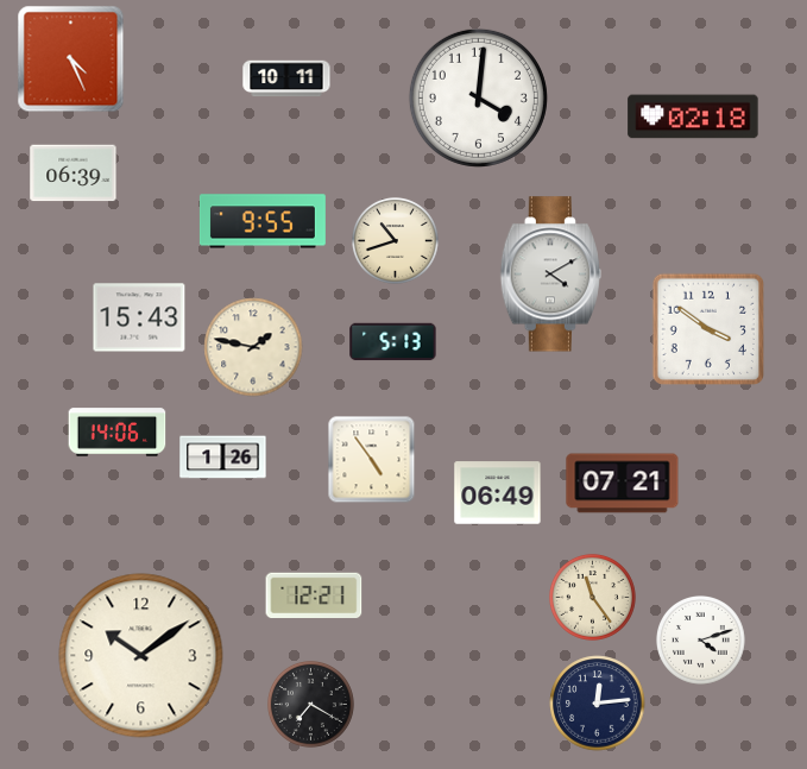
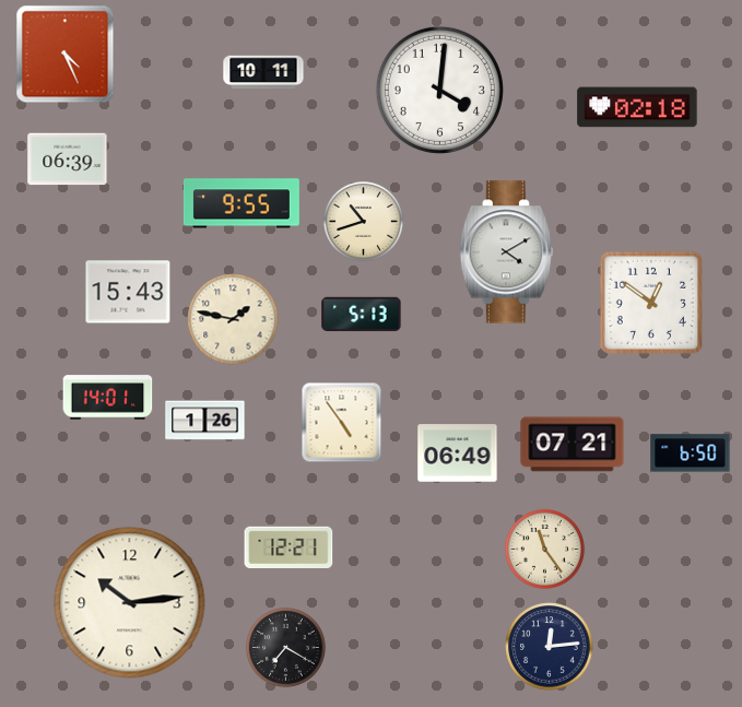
clock at (707, 328): 3:51 -> 12:51
clock at (118, 433): 14:06 -> 14:01
clock at (691, 453): none -> 6:50
clock at (701, 641): 4:12 -> none
clock at (141, 656): 10:09 -> 10:14
